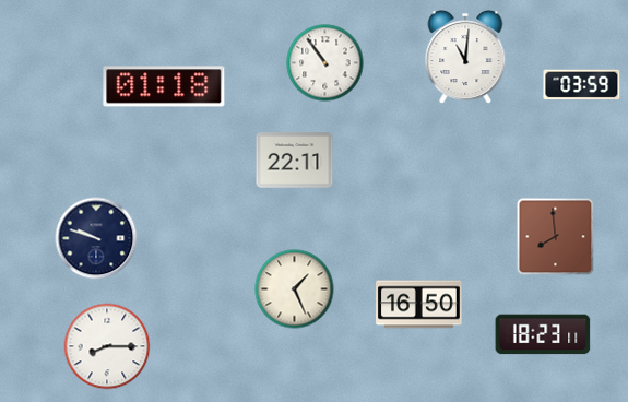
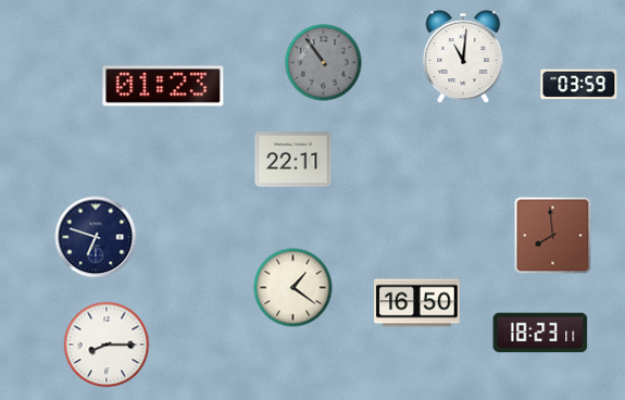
clock at (325, 63) dial: white -> grey
clock at (164, 86): 01:18 -> 01:23
clock at (96, 238): 9:48 -> 6:48
clock at (295, 289): 1:26 -> 1:21
